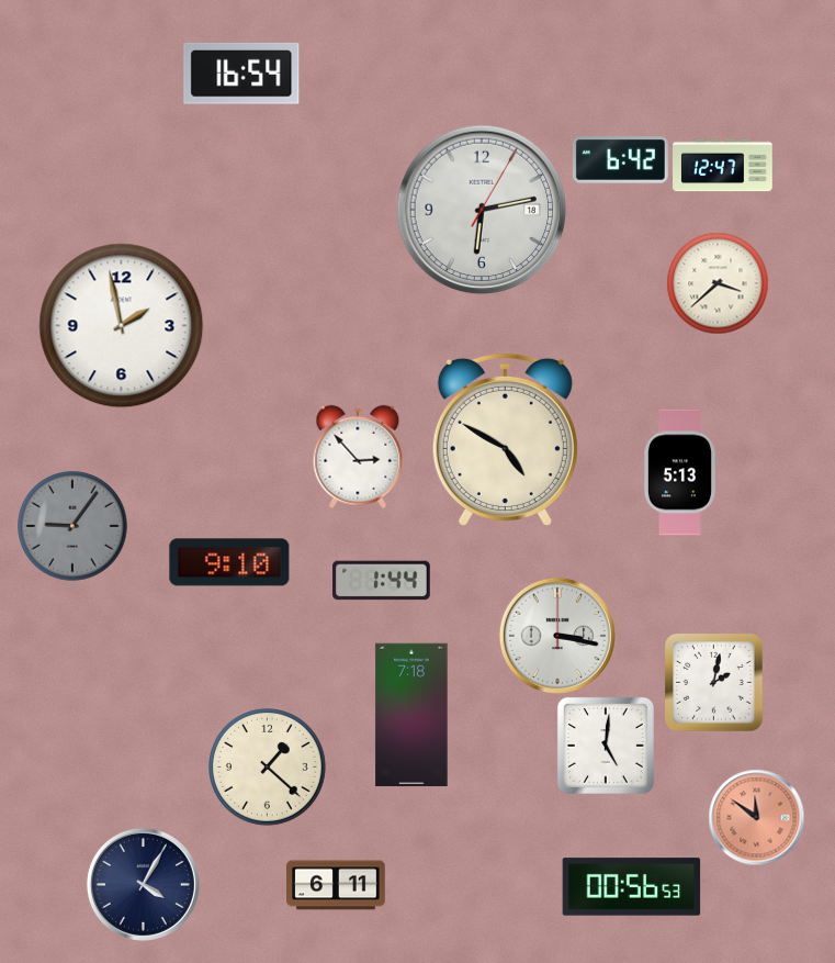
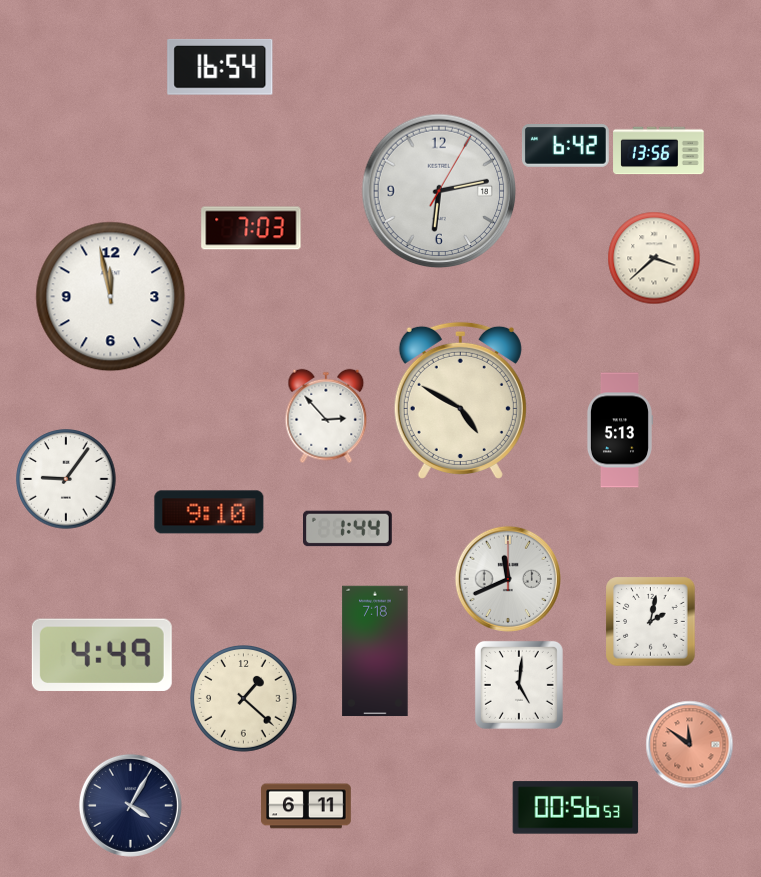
clock at (723, 166): 12:47 -> 13:56
clock at (251, 228): none -> 7:03
clock at (122, 326): 1:58 -> 11:58
clock at (72, 526) dial: grey -> white
clock at (557, 636): 3:17 -> 11:41
clock at (102, 655): none -> 4:49
clock at (606, 746) position: (606, 746) -> (519, 685)
